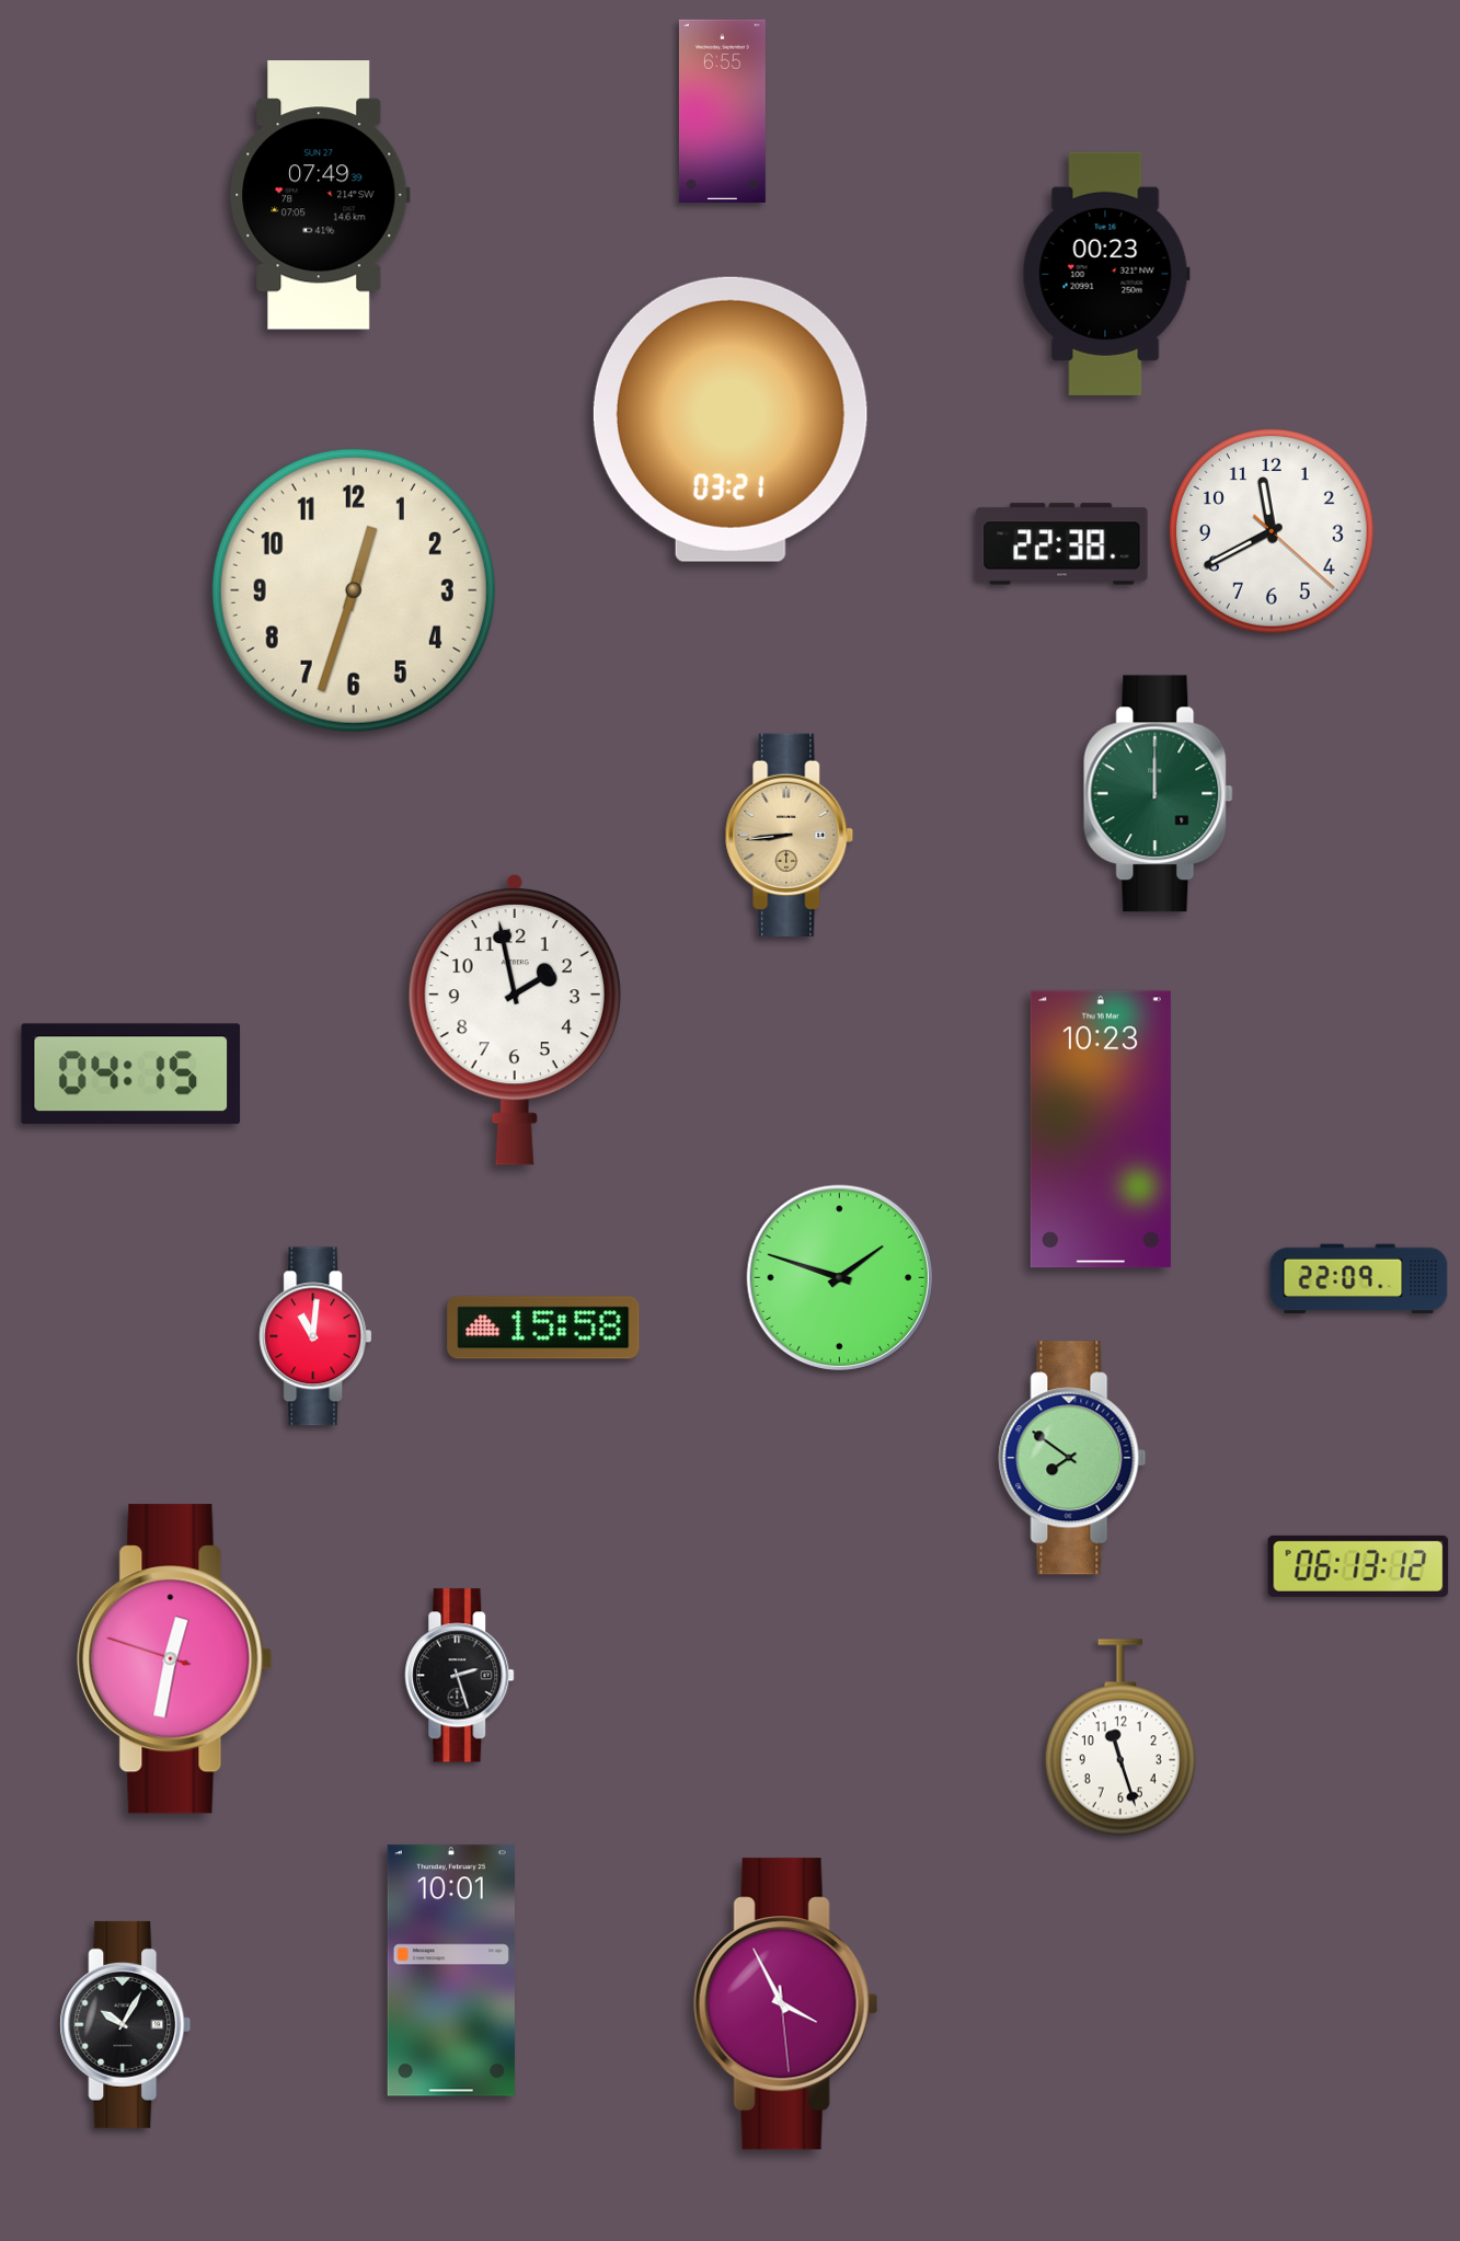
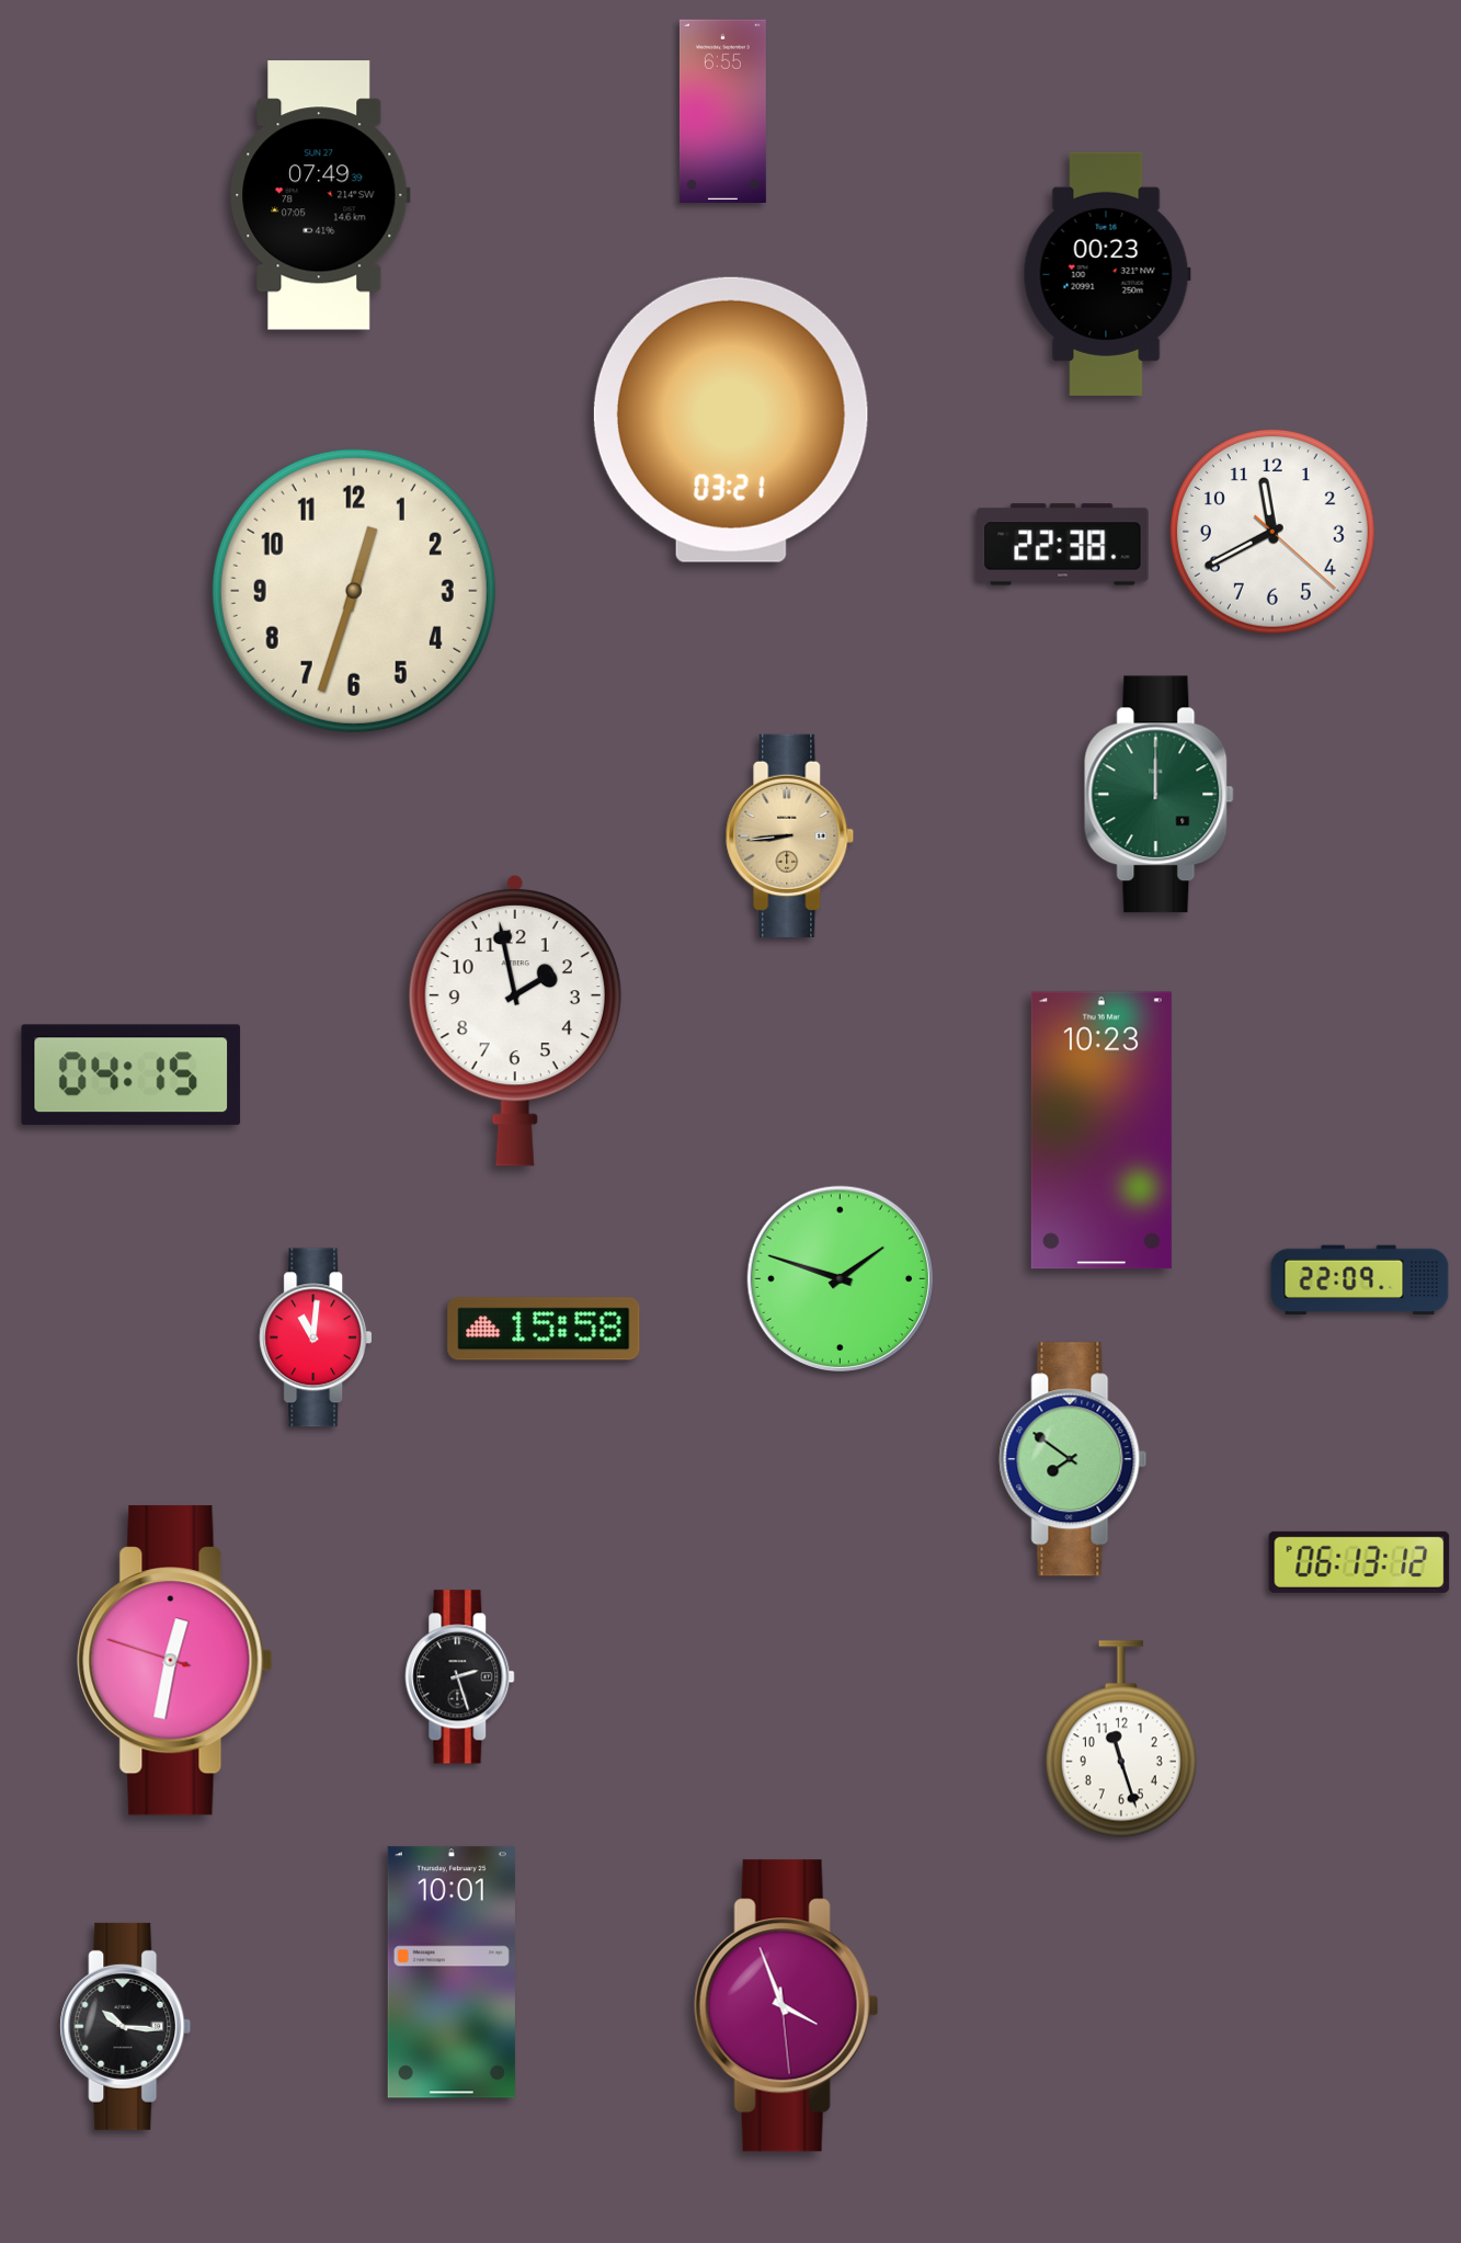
clock at (1358, 1566) position: (1358, 1566) -> (1359, 1562)
clock at (785, 2004): 3:55 -> 3:56
clock at (126, 2024): 10:05 -> 10:16
